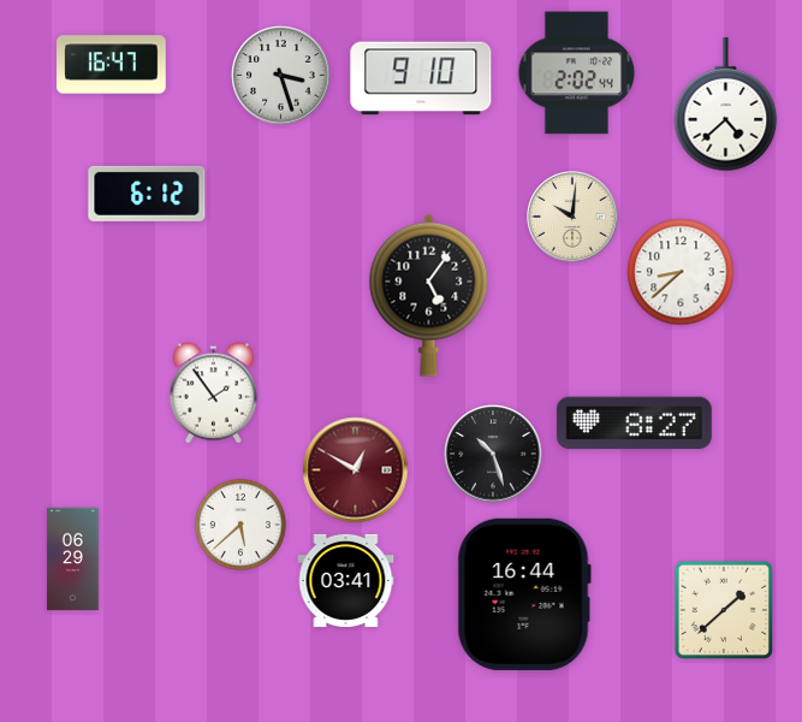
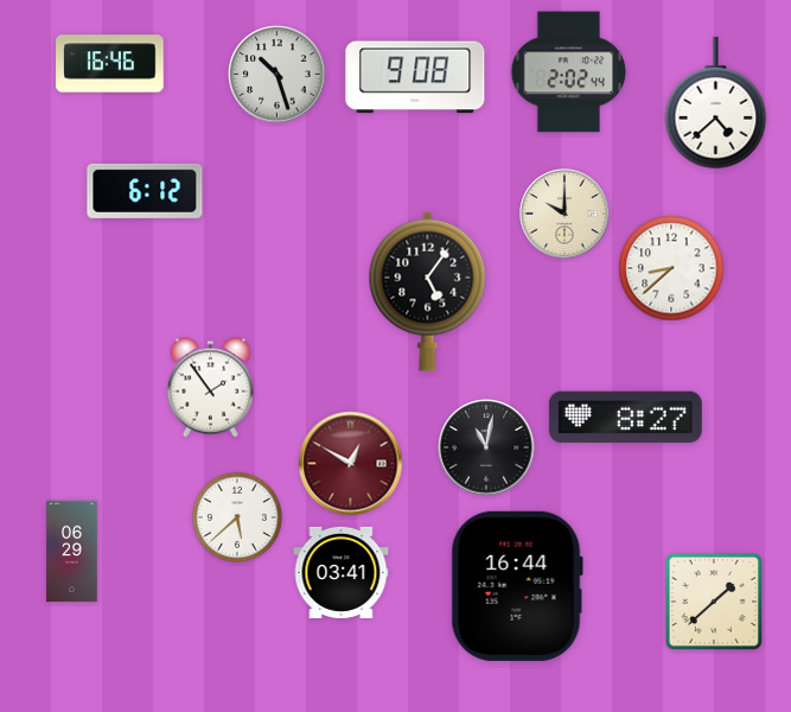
clock at (112, 65): 16:47 -> 16:46
clock at (281, 76): 3:27 -> 10:27
clock at (421, 78): 9:10 -> 9:08
clock at (572, 217): 10:01 -> 10:00
clock at (429, 295) position: (429, 295) -> (428, 291)
clock at (493, 454): 10:27 -> 11:02
